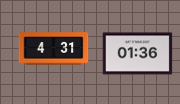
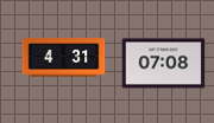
clock at (138, 54): 01:36 -> 07:08
